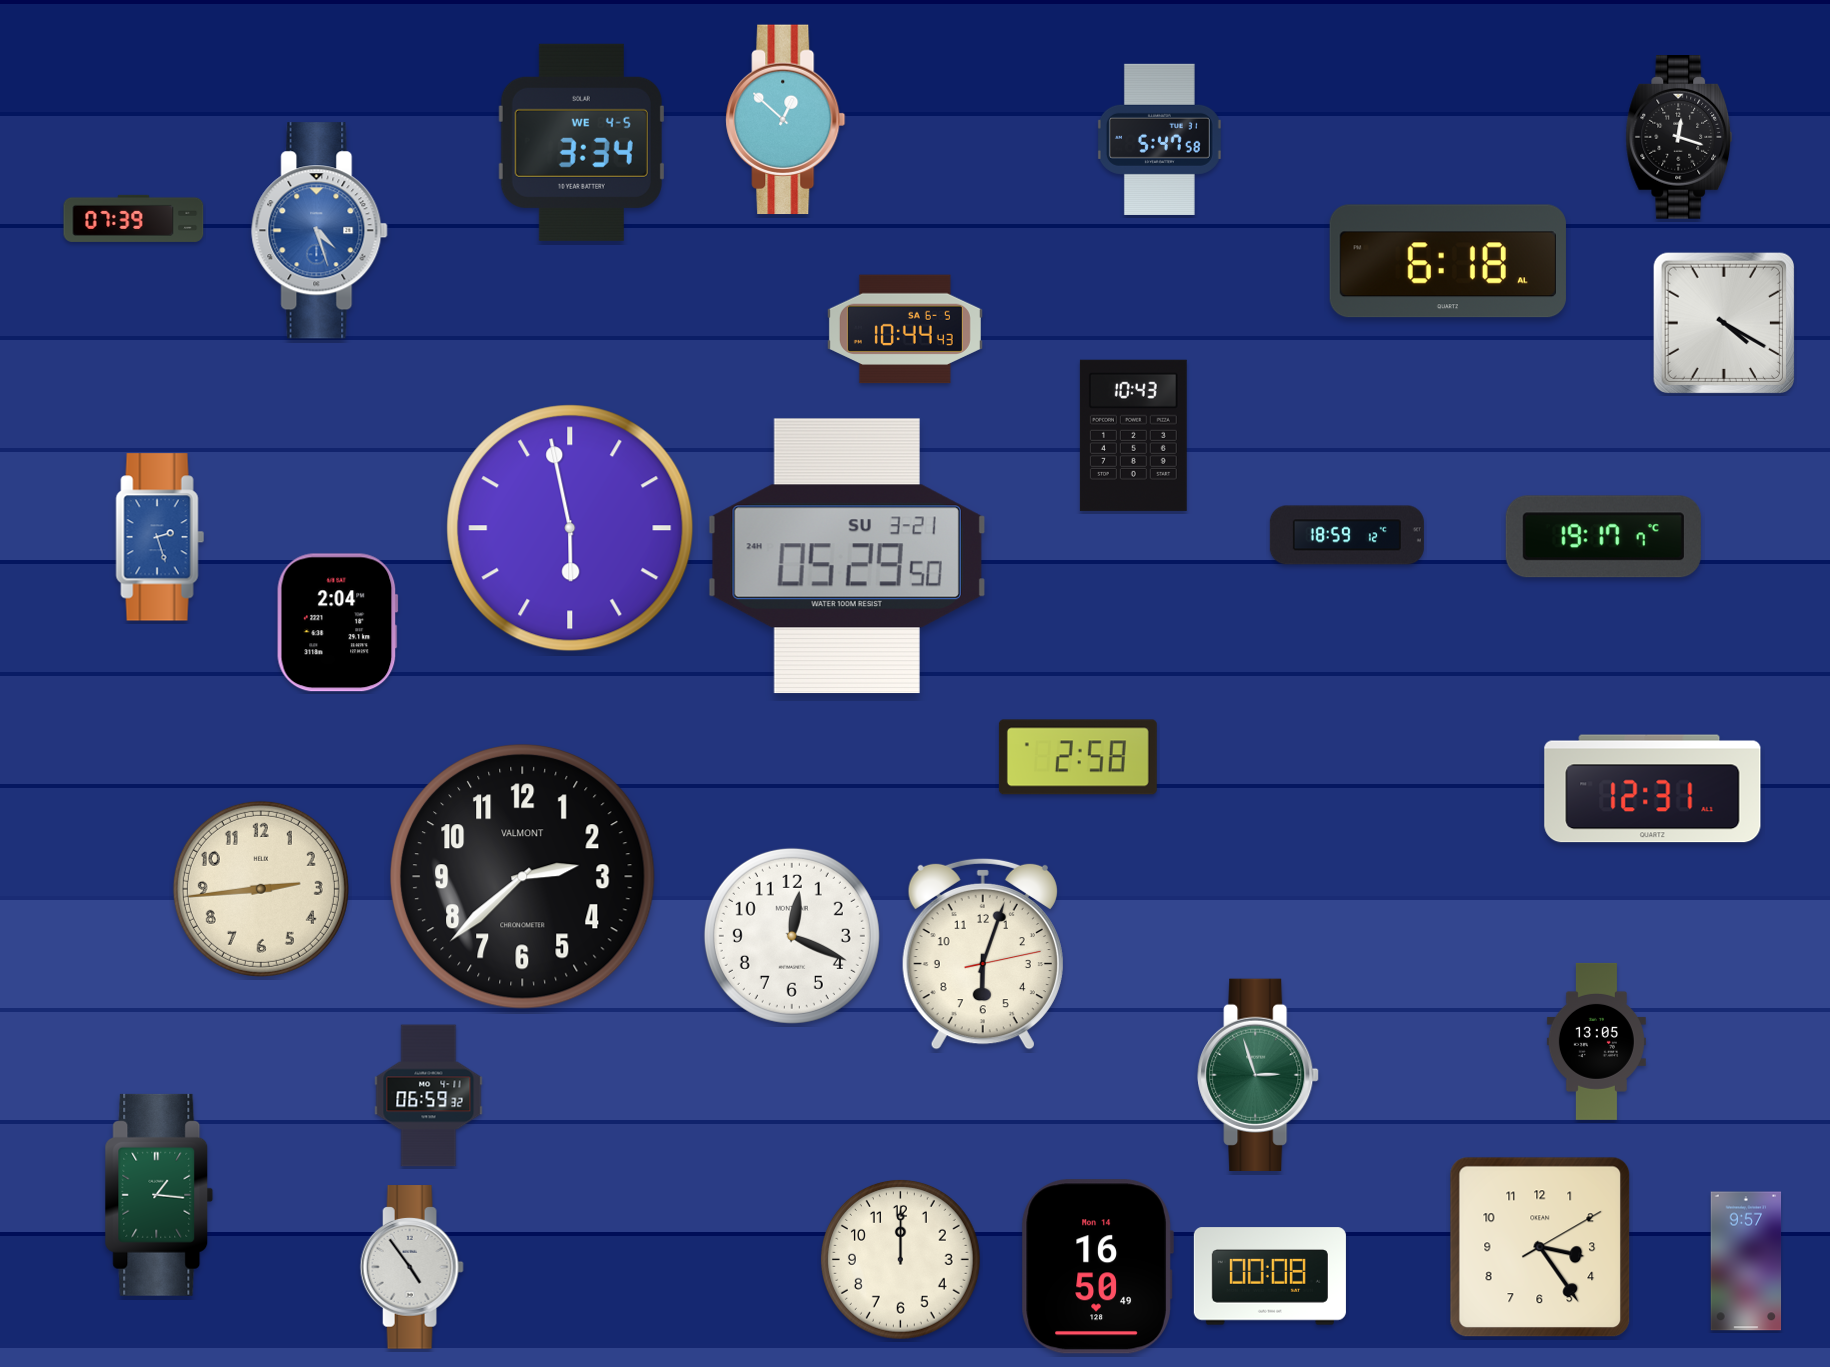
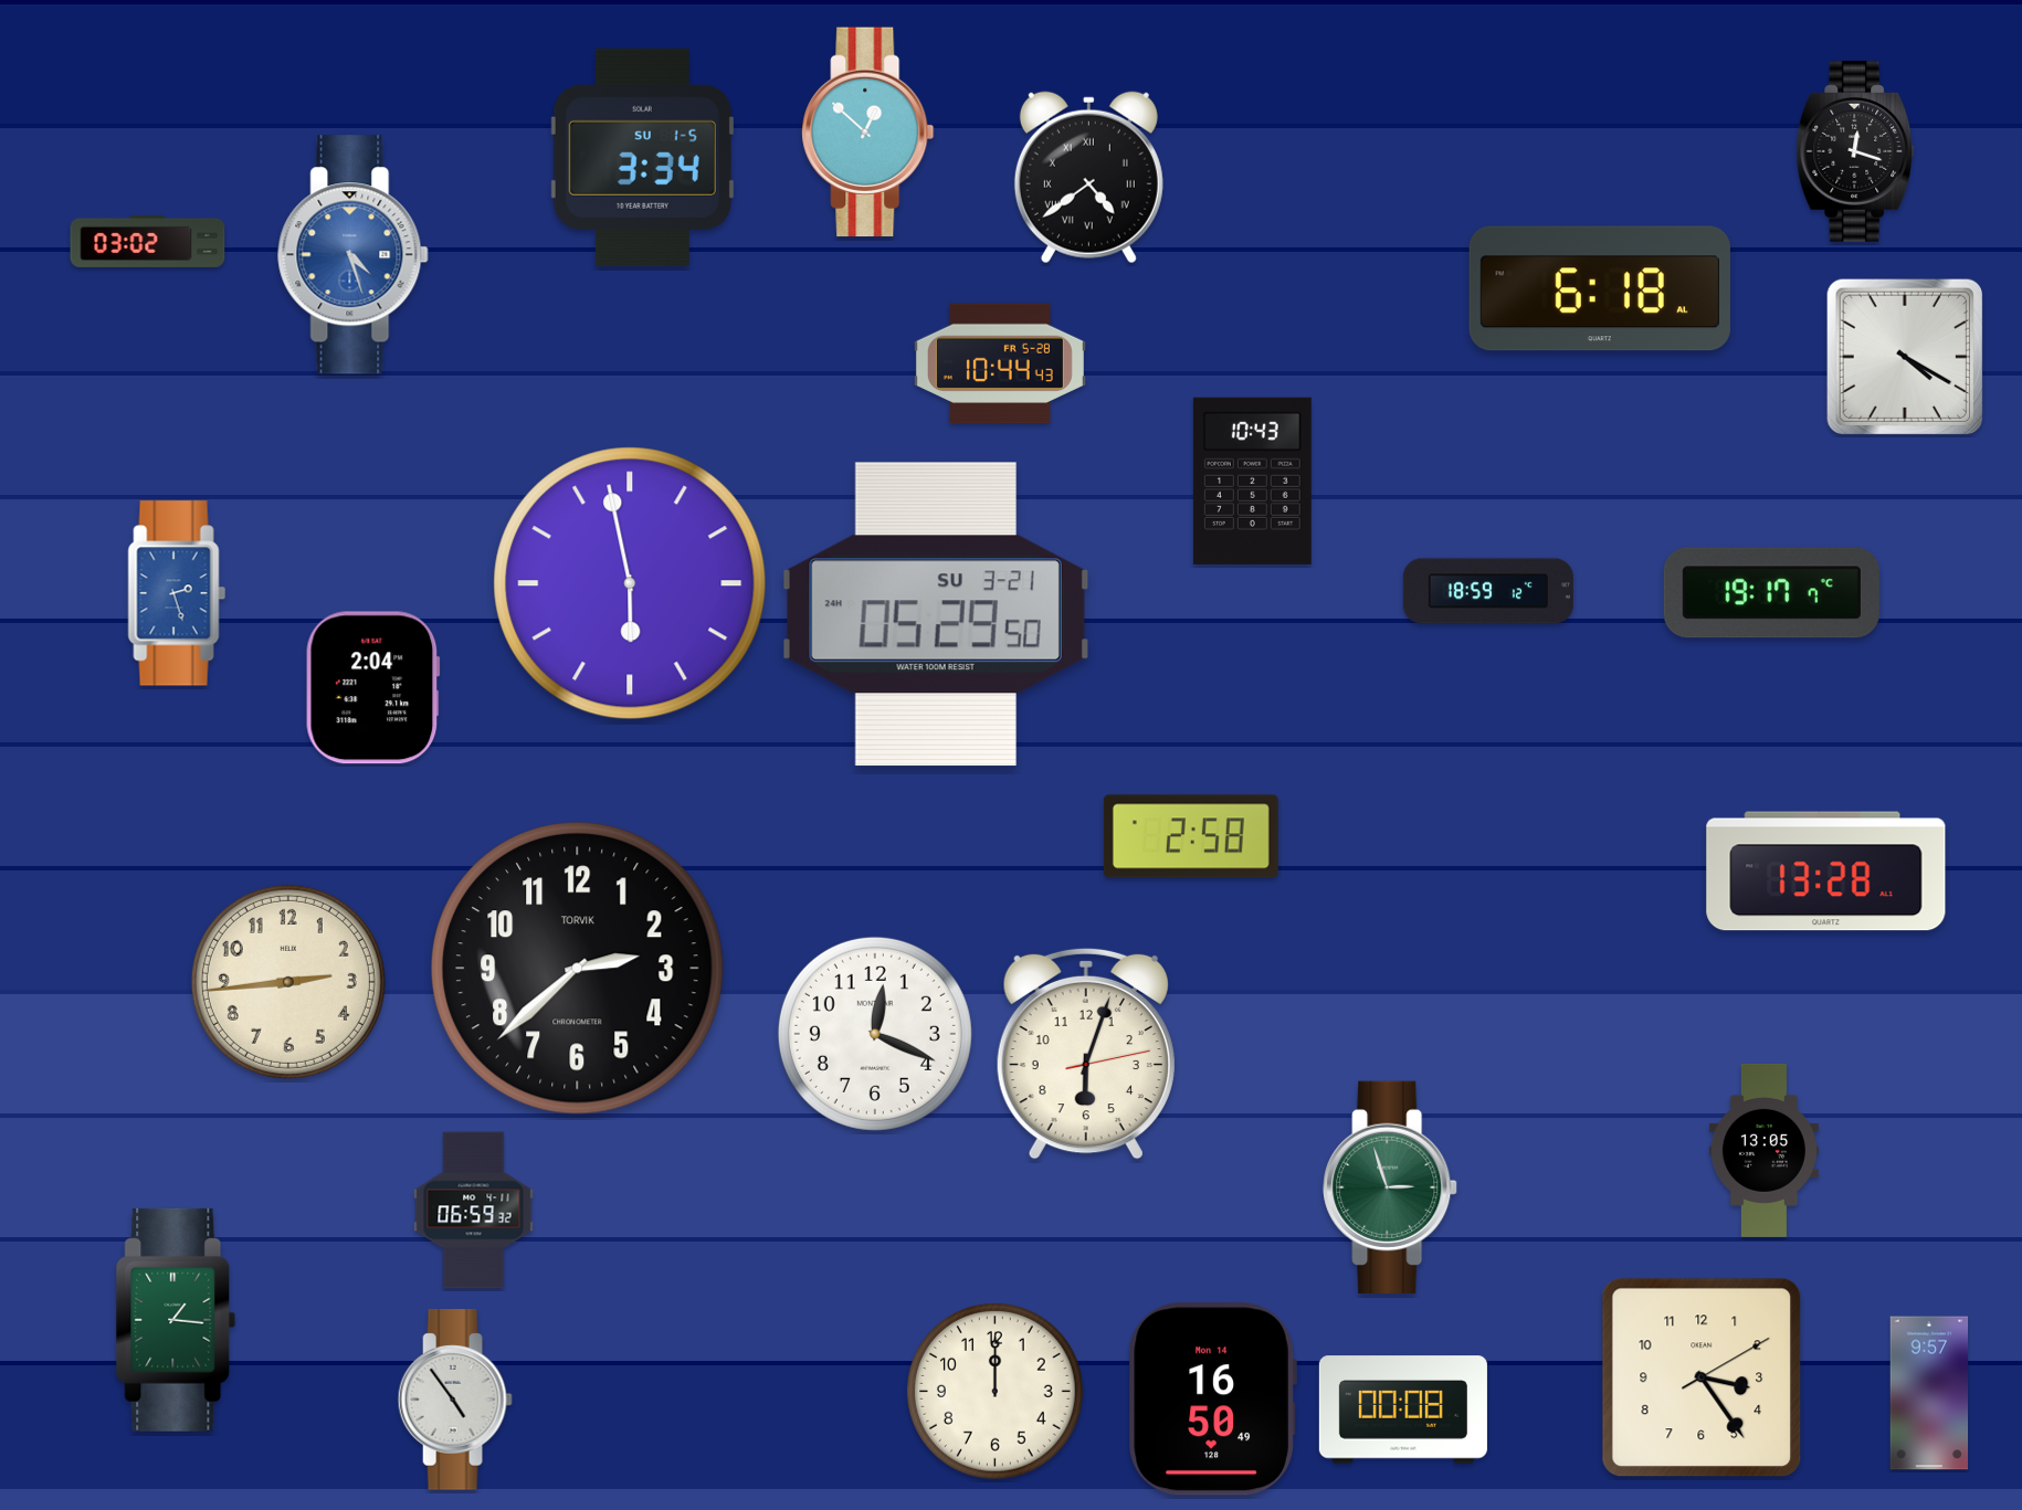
clock at (1159, 139): 5:47 -> none
clock at (581, 142) date: WE 4-5 -> SU 1-5
clock at (1088, 178): none -> 4:39
clock at (134, 218): 07:39 -> 03:02
clock at (905, 329) date: SA 6-5 -> FR 5-28
clock at (1653, 789): 12:31 -> 13:28
clock at (523, 877) brand: VALMONT -> TORVIK
